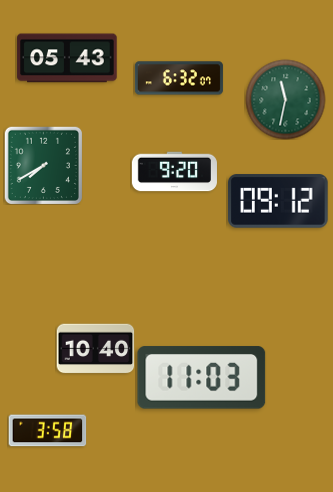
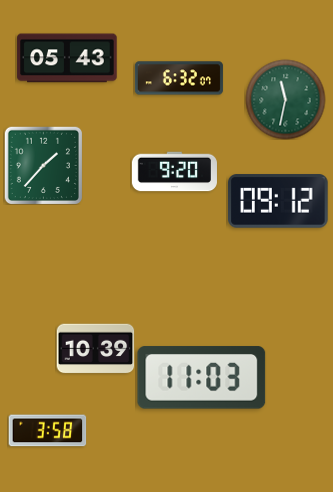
clock at (43, 165): 7:40 -> 1:37
clock at (95, 349): 10:40 -> 10:39
